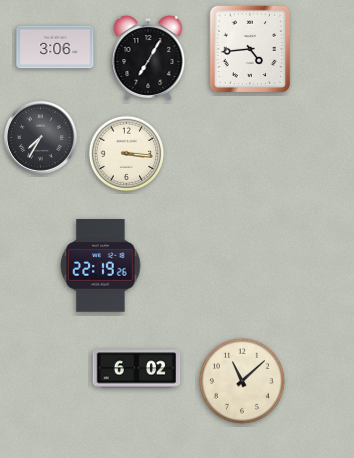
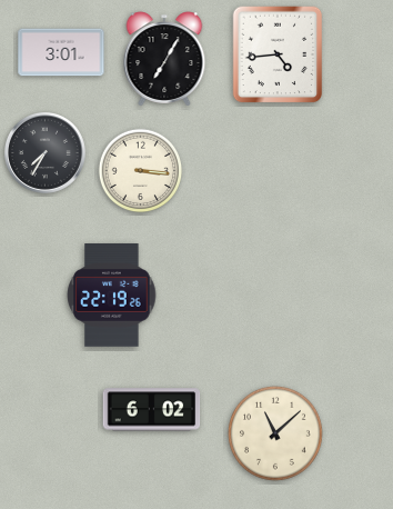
clock at (55, 47): 3:06 -> 3:01
clock at (148, 58) position: (148, 58) -> (164, 59)
clock at (243, 382) position: (243, 382) -> (276, 435)
